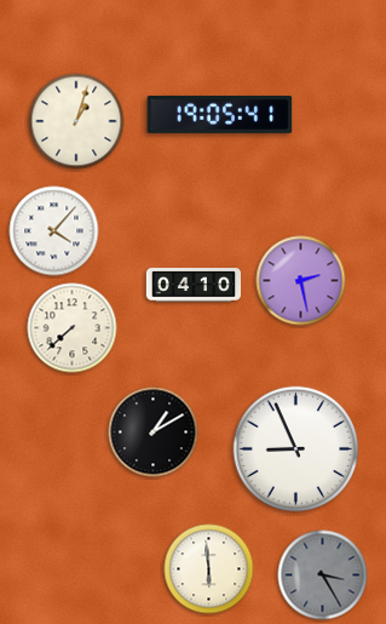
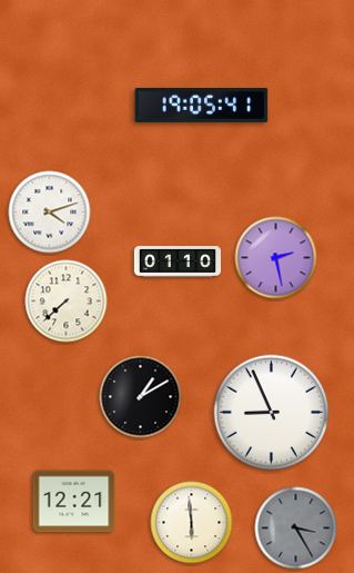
clock at (76, 121): 1:03 -> none
clock at (54, 231): 4:07 -> 4:12
clock at (192, 285): 04:10 -> 01:10
clock at (74, 502): none -> 12:21
